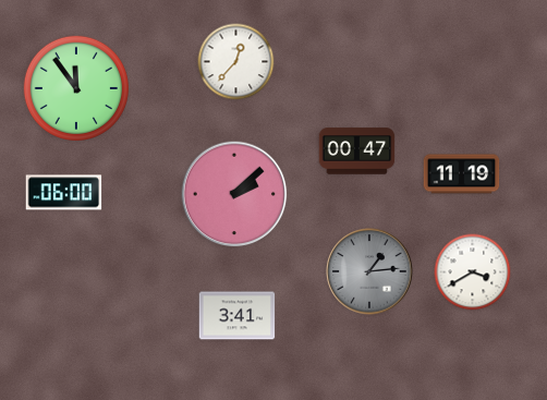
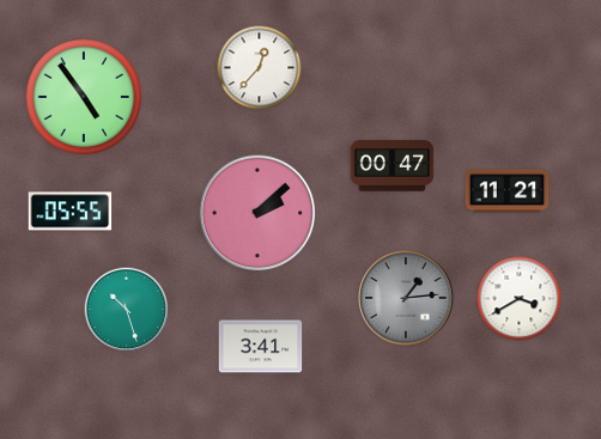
clock at (75, 87): 11:54 -> 4:54
clock at (462, 174): 11:19 -> 11:21
clock at (64, 193): 06:00 -> 05:55
clock at (127, 310): none -> 10:27
